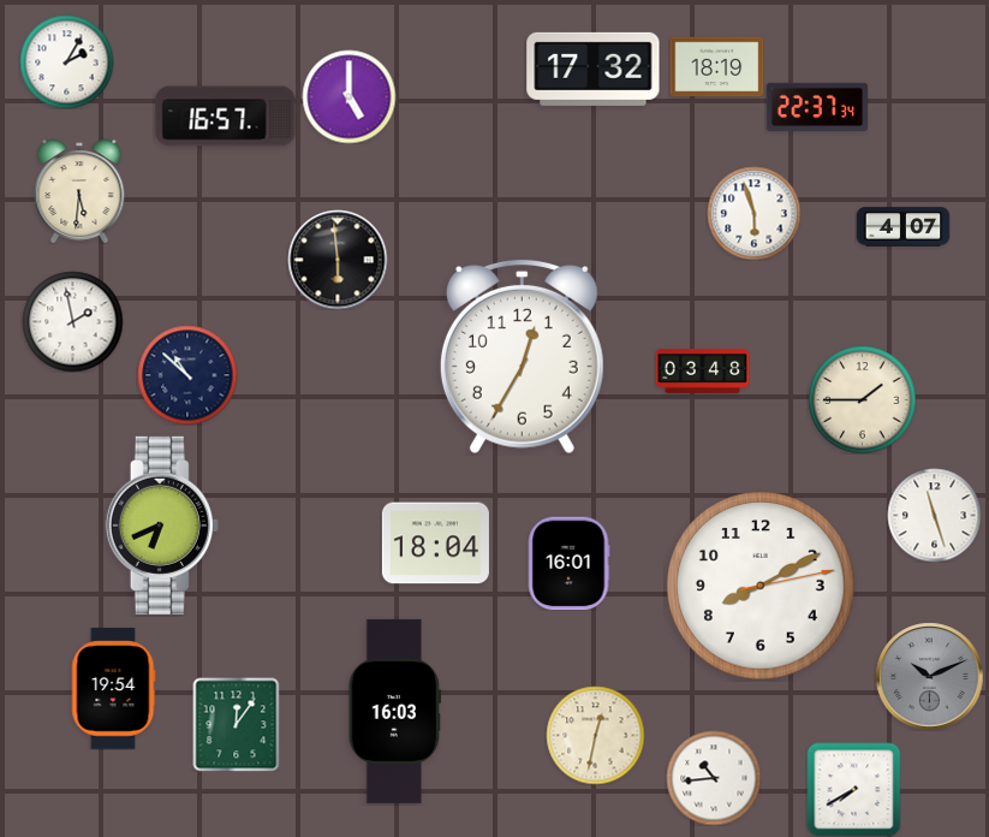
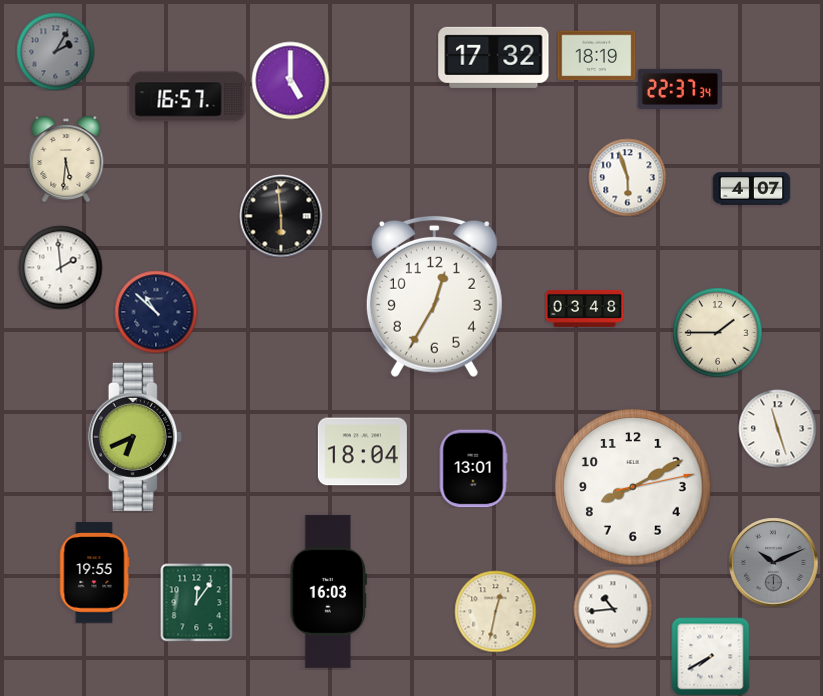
clock at (66, 61) dial: white -> grey
clock at (72, 321): 1:58 -> 1:59
clock at (568, 563): 16:01 -> 13:01
clock at (113, 689): 19:54 -> 19:55
clock at (714, 778) position: (714, 778) -> (613, 609)
